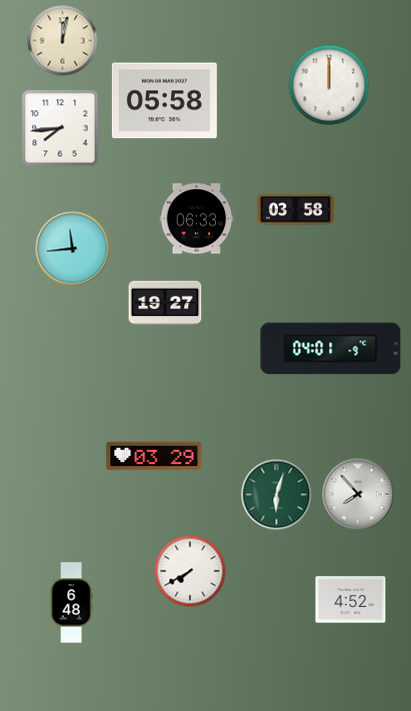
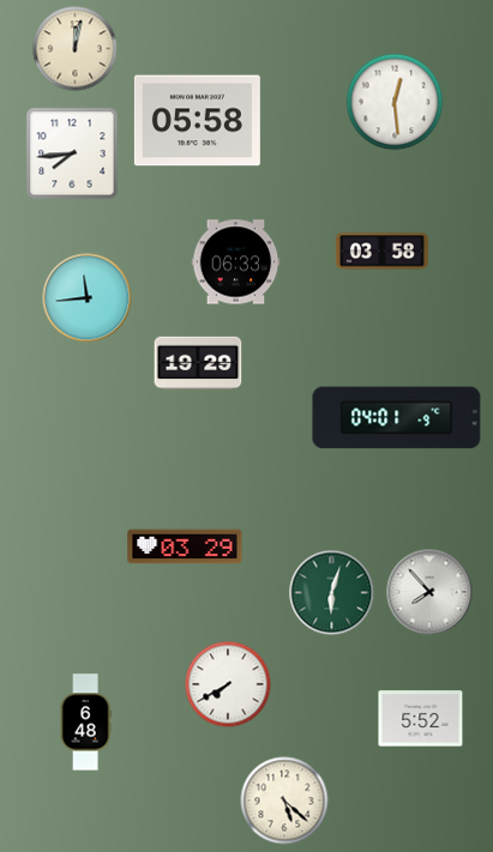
clock at (329, 85): 12:00 -> 12:29
clock at (295, 210) position: (295, 210) -> (381, 252)
clock at (165, 303): 19:27 -> 19:29
clock at (351, 600): 4:52 -> 5:52
clock at (284, 800): none -> 5:22
